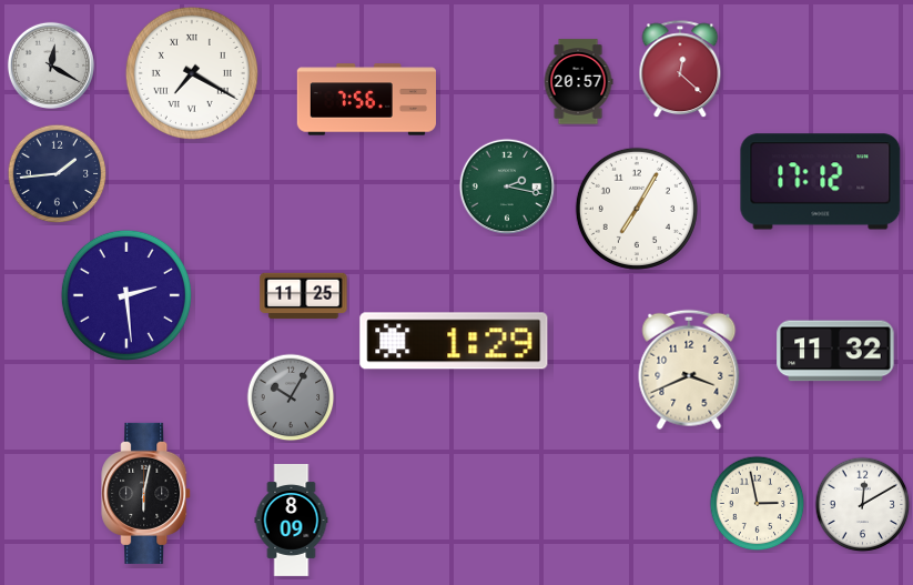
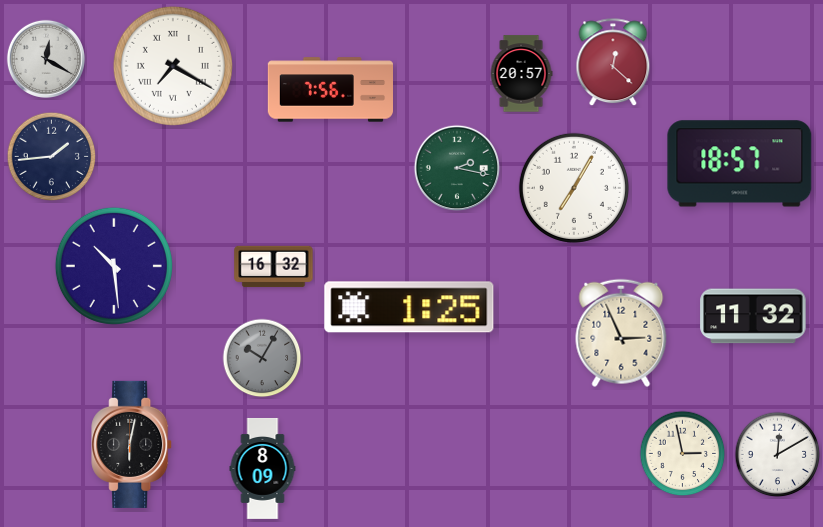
clock at (821, 182): 17:12 -> 18:57
clock at (126, 295): 2:29 -> 10:29
clock at (304, 296): 11:25 -> 16:32
clock at (454, 341): 1:29 -> 1:25
clock at (689, 370): 3:41 -> 2:56
